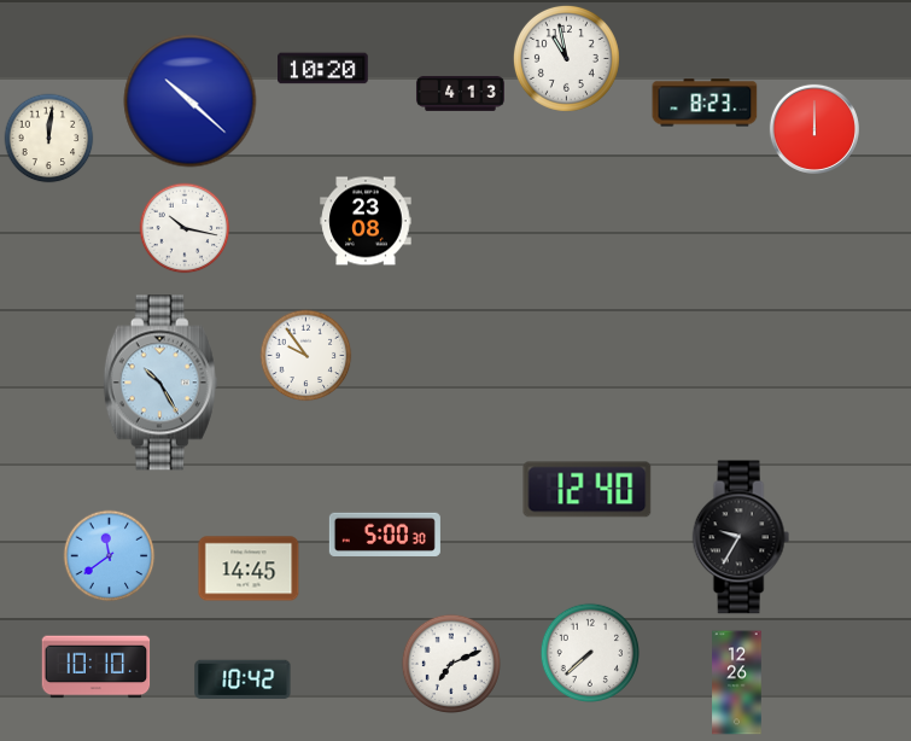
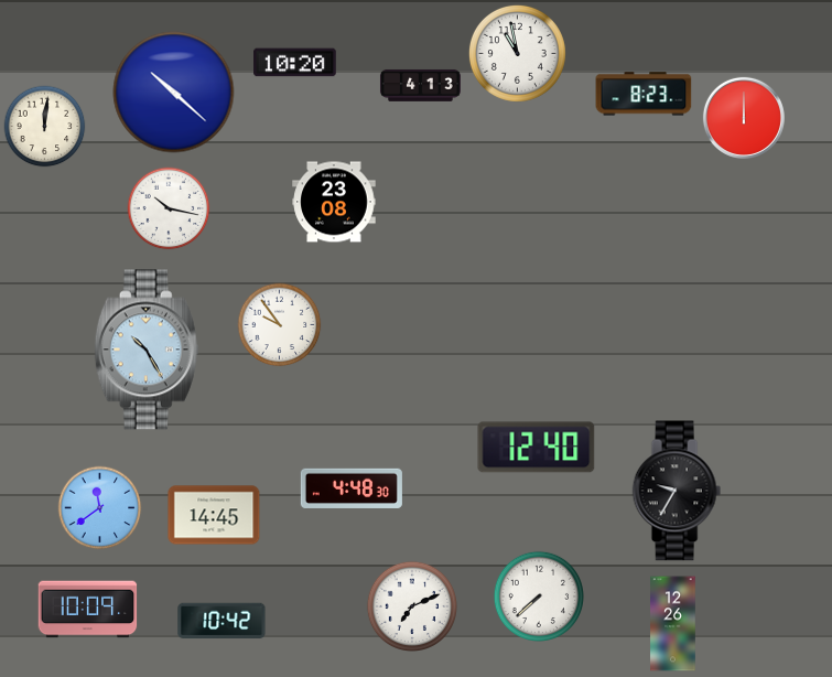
clock at (385, 535): 5:00 -> 4:48
clock at (249, 568) position: (249, 568) -> (214, 515)
clock at (97, 667): 10:10 -> 10:09
